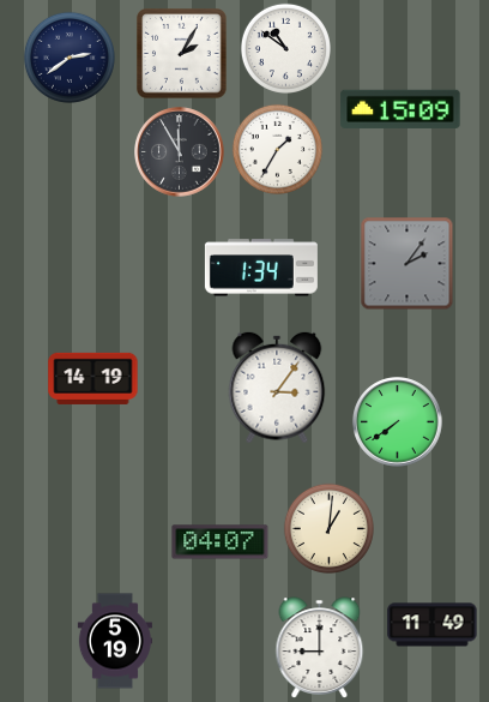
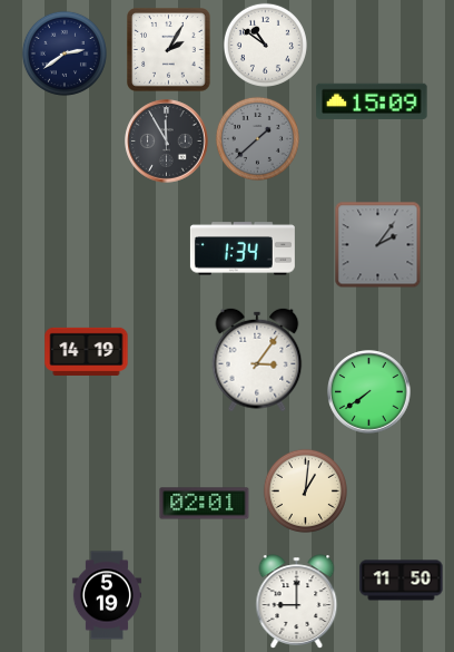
clock at (277, 149): 1:35 -> 1:38
clock at (277, 149) dial: white -> grey
clock at (221, 542): 04:07 -> 02:01
clock at (433, 625): 11:49 -> 11:50
